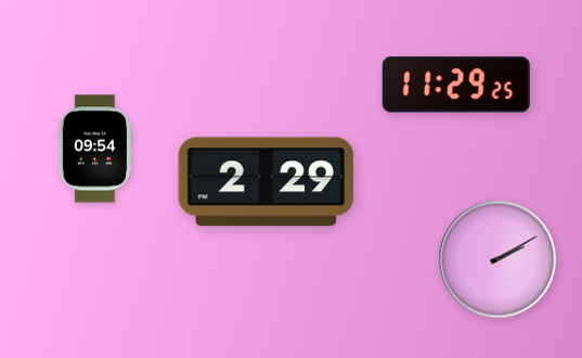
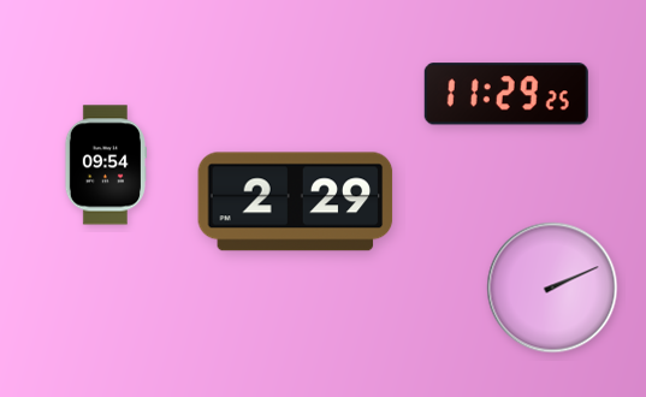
clock at (497, 259): 2:10 -> 2:11
